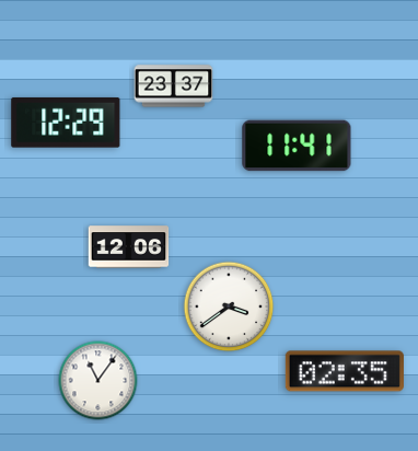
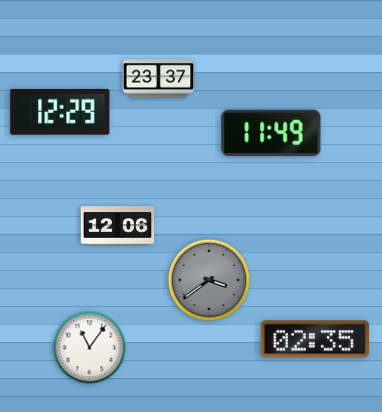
clock at (297, 146): 11:41 -> 11:49
clock at (229, 307) dial: white -> grey
